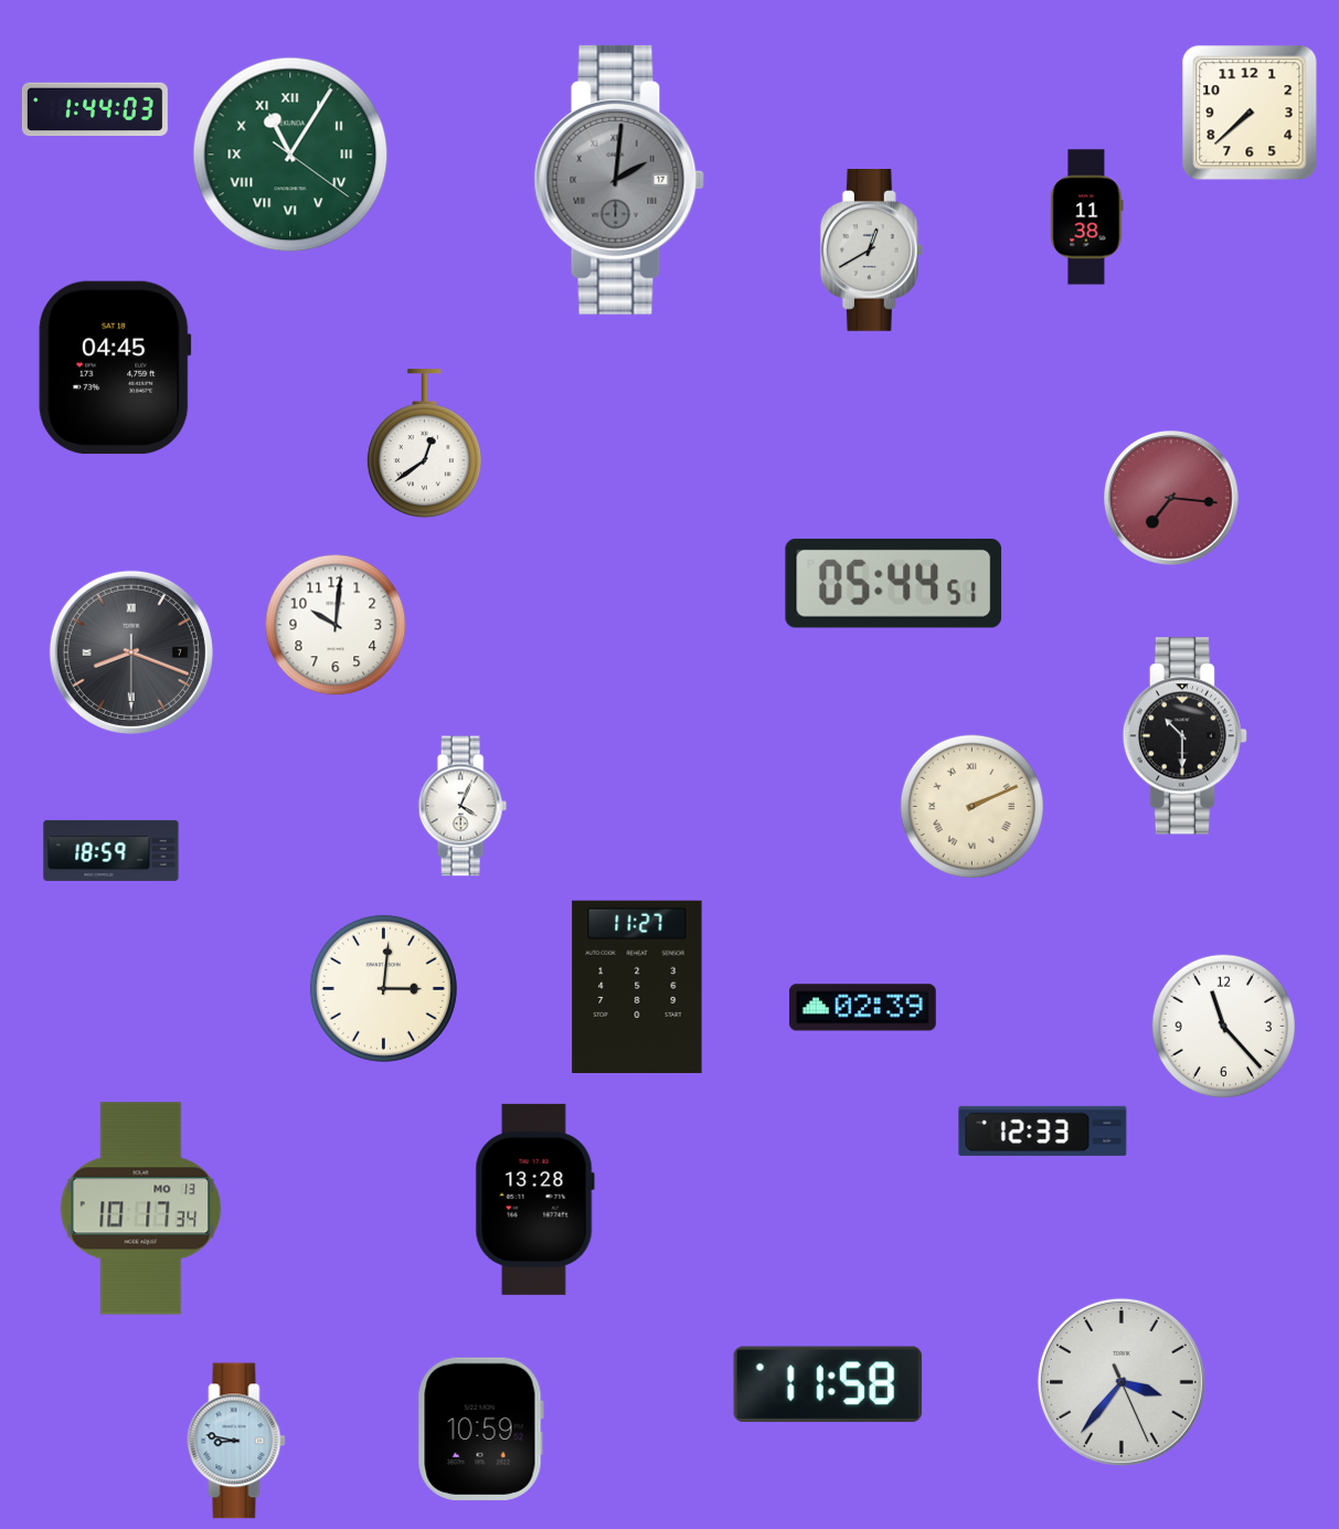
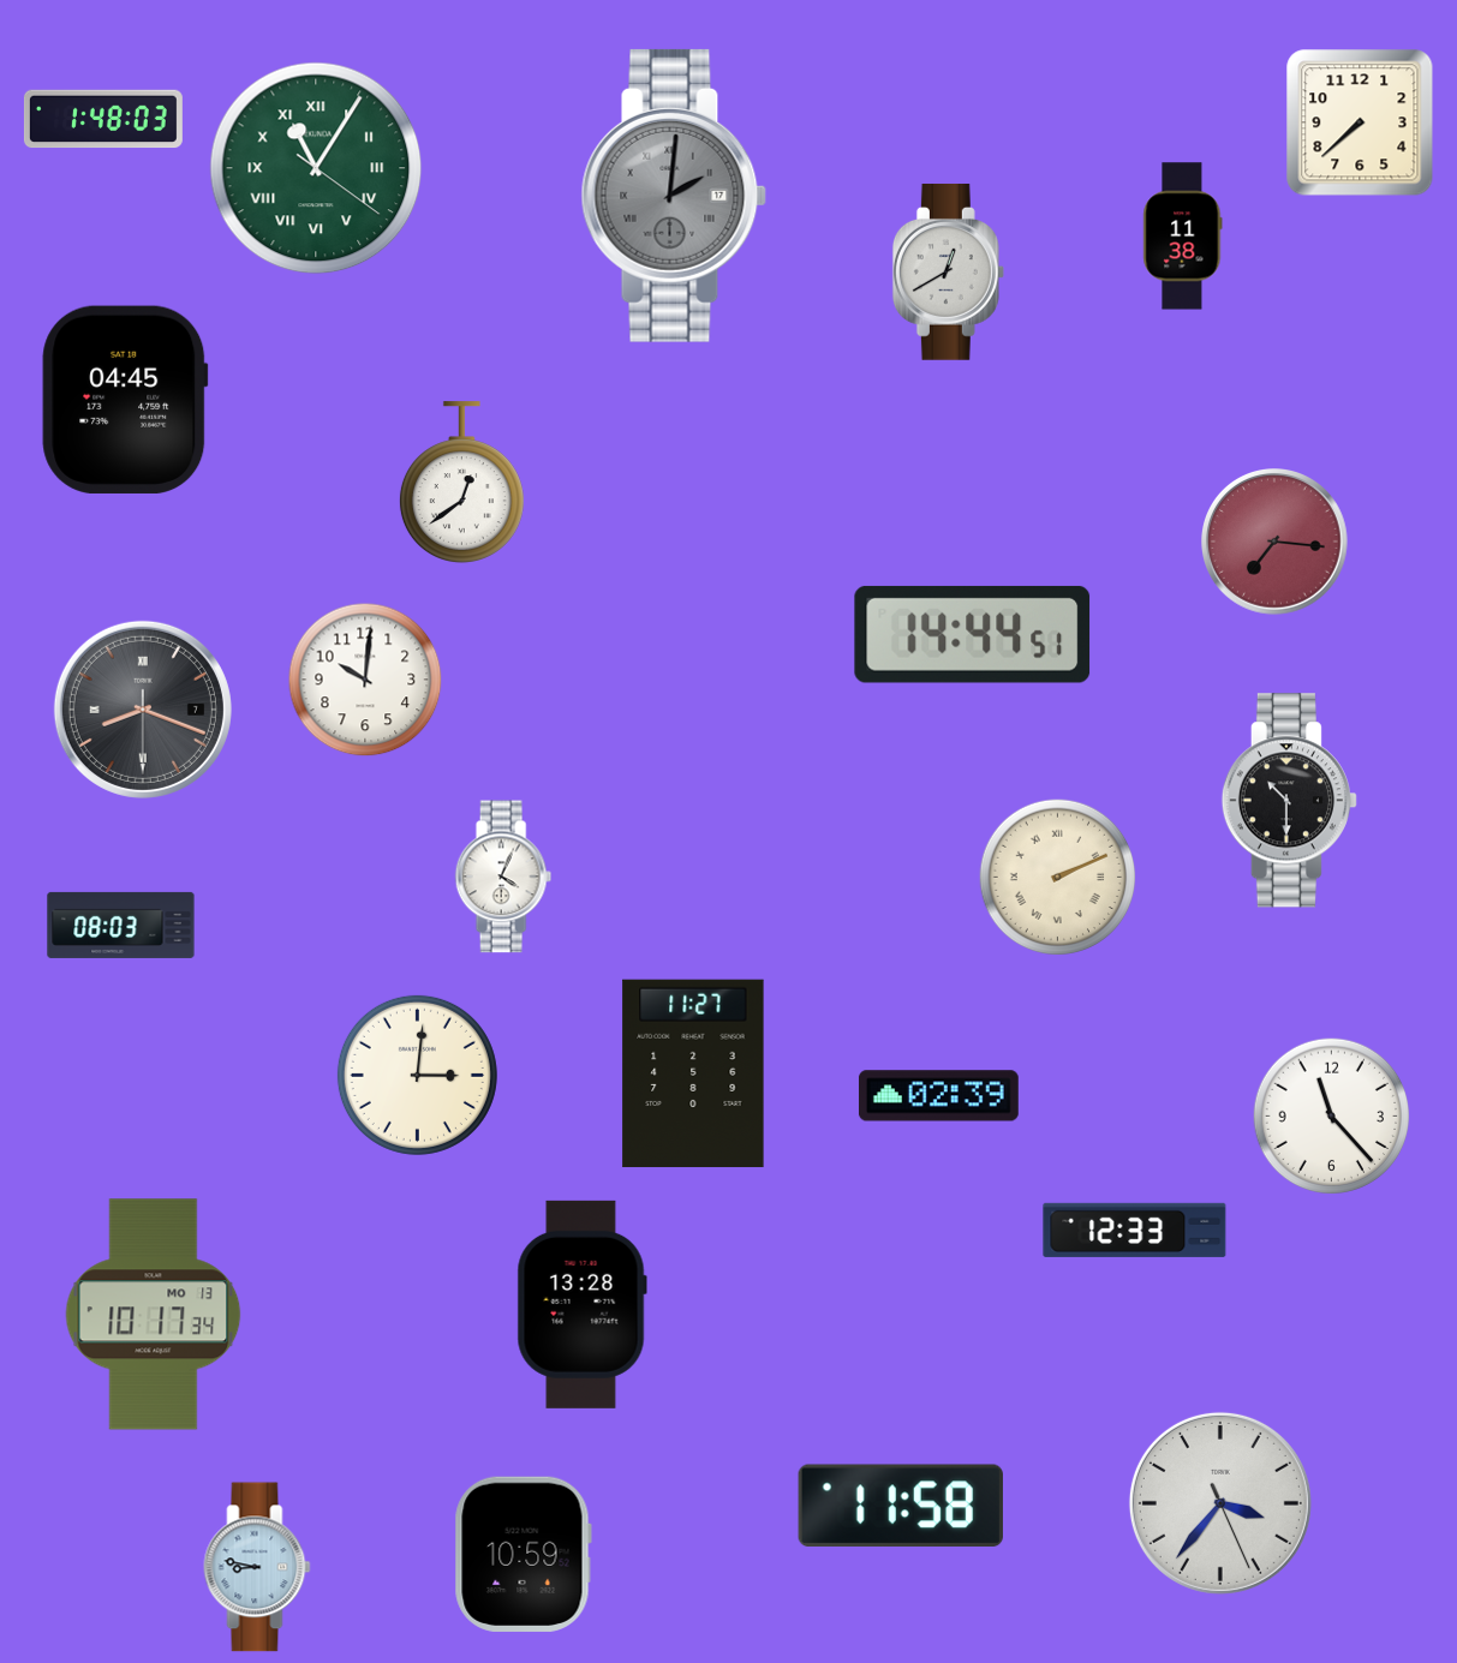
clock at (95, 109): 1:44 -> 1:48
clock at (894, 583): 05:44 -> 14:44
clock at (111, 850): 18:59 -> 08:03
